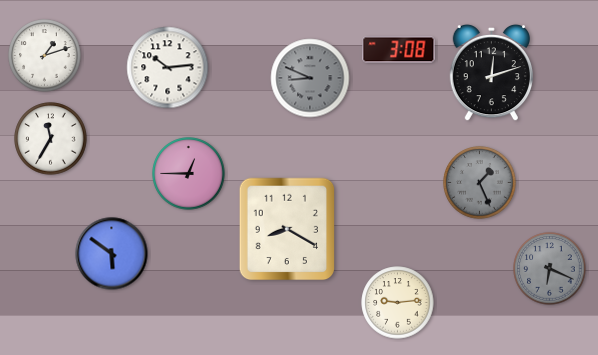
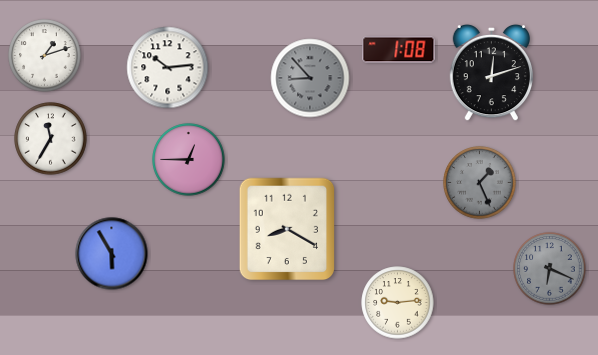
clock at (399, 50): 3:08 -> 1:08
clock at (310, 78): 8:49 -> 8:53
clock at (189, 174) position: (189, 174) -> (189, 160)
clock at (112, 254): 5:51 -> 5:55
